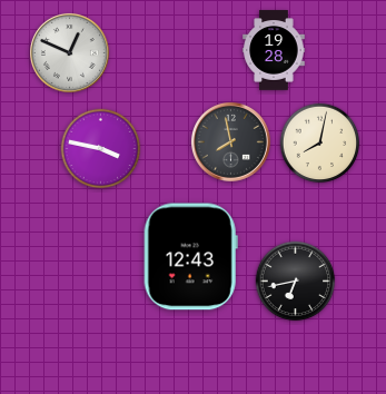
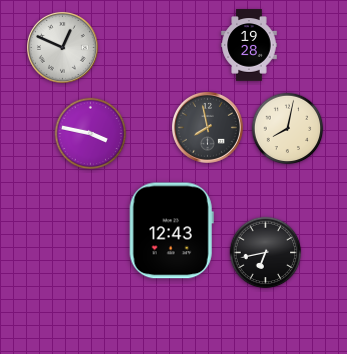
clock at (274, 50) position: (274, 50) -> (249, 45)
